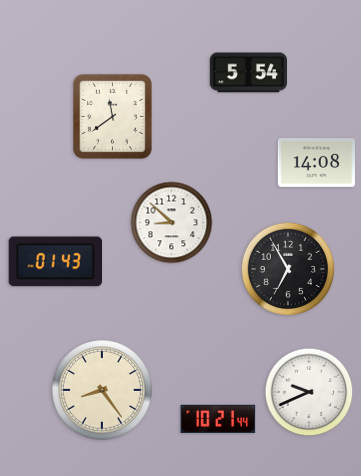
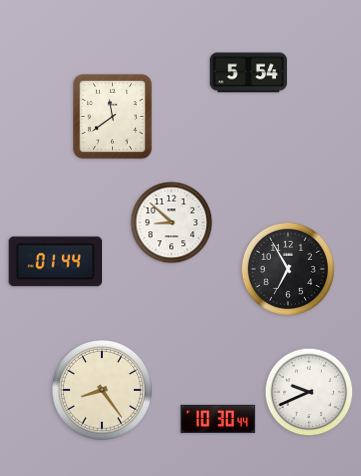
clock at (316, 163): 14:08 -> none
clock at (55, 262): 01:43 -> 01:44
clock at (218, 419): 10:21 -> 10:30
